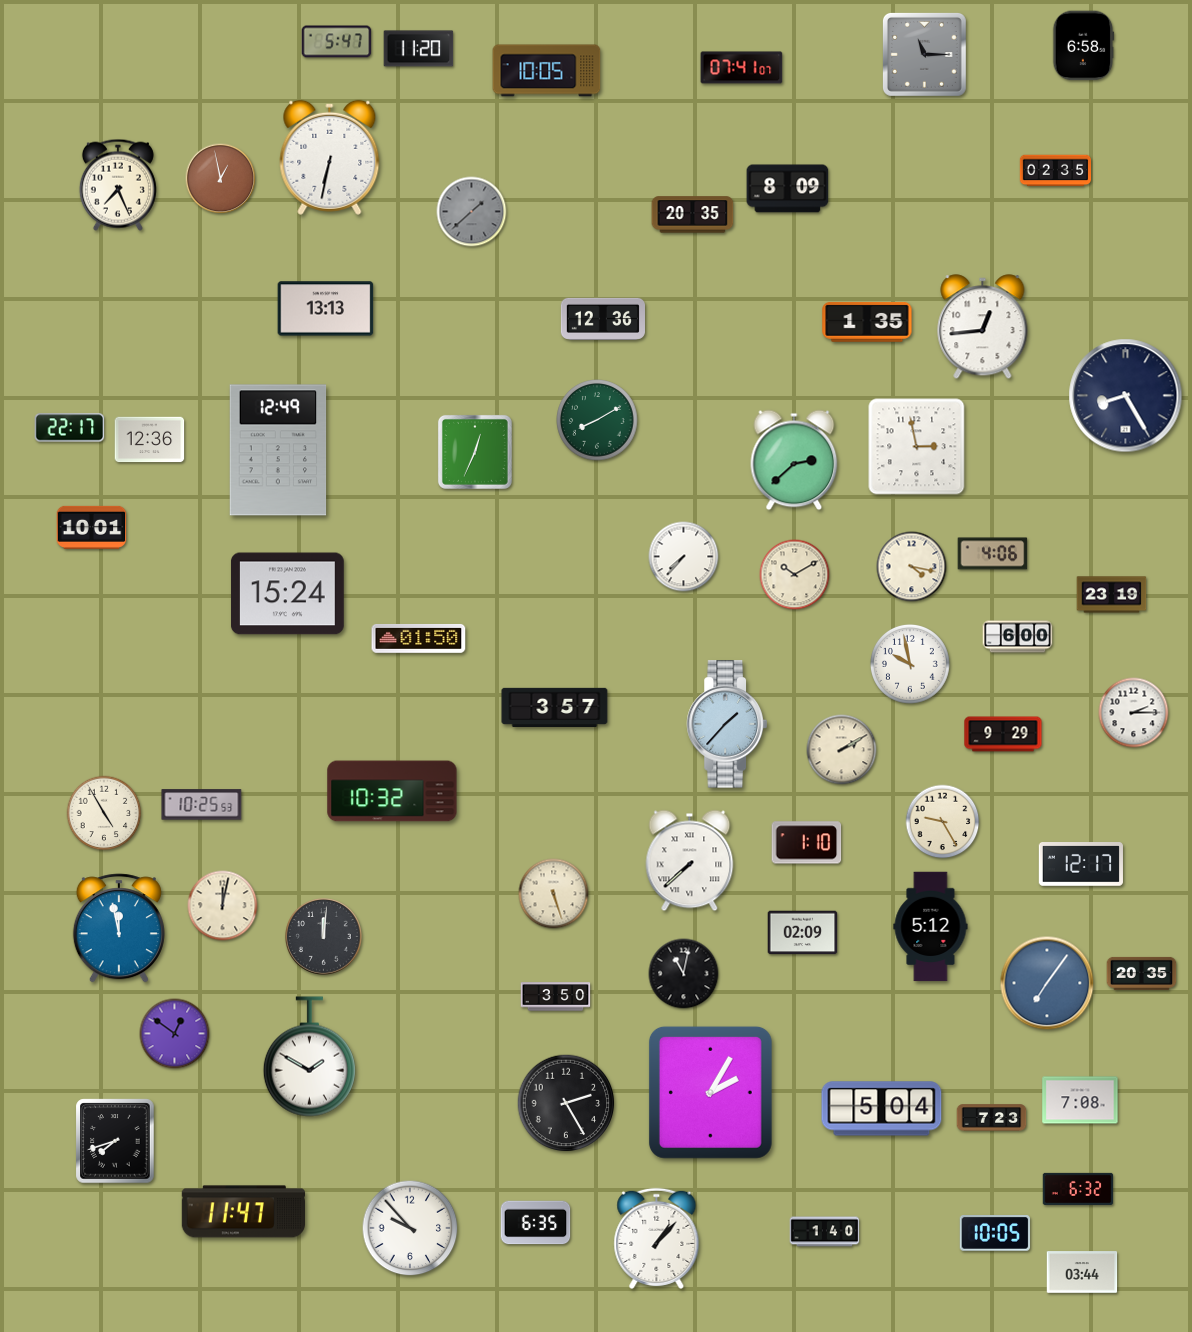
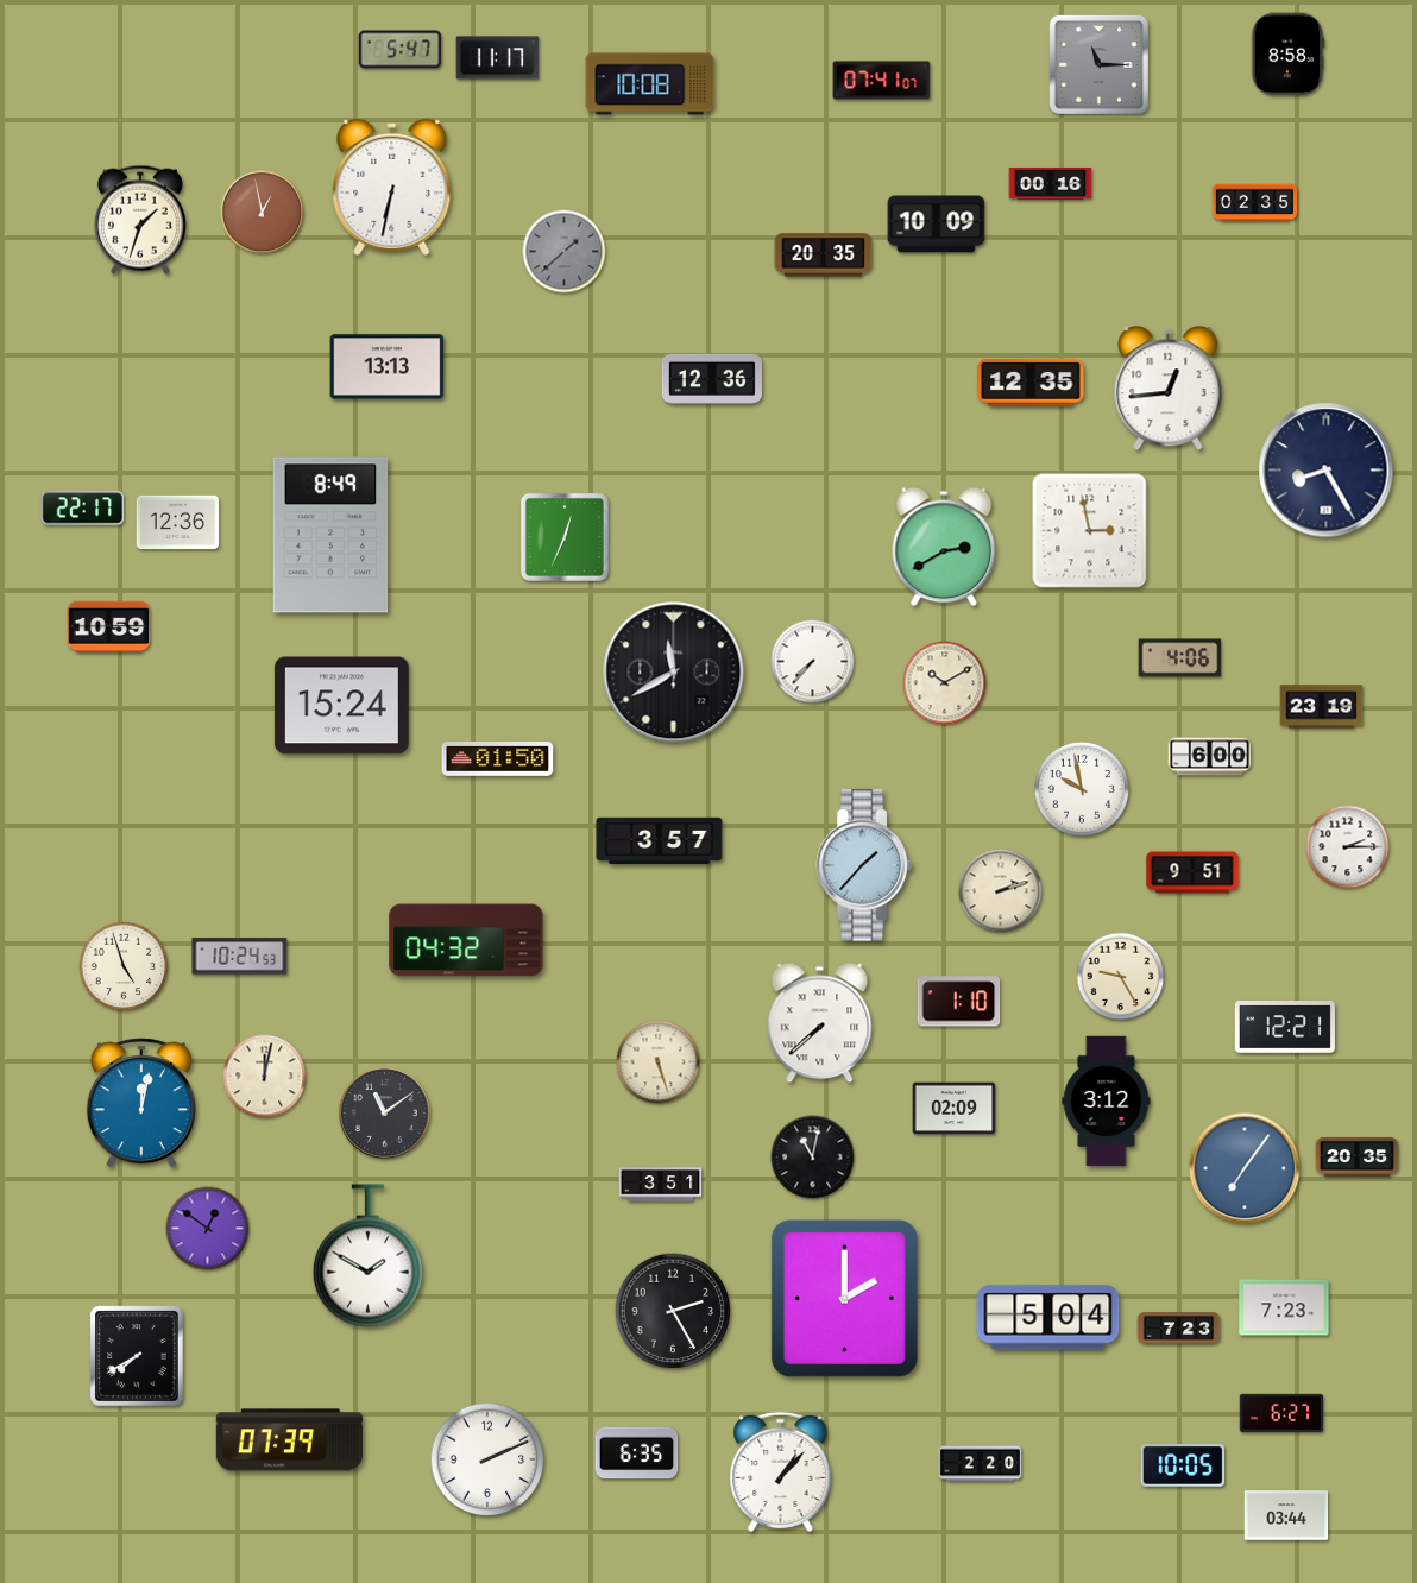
clock at (1084, 46): 6:58 -> 8:58
clock at (419, 49): 11:20 -> 11:17
clock at (547, 71): 10:05 -> 10:08
clock at (1051, 184): none -> 00:16
clock at (118, 185): 7:26 -> 1:33
clock at (788, 189): 8:09 -> 10:09
clock at (472, 212) position: (472, 212) -> (565, 252)
clock at (602, 319) position: (602, 319) -> (711, 379)
clock at (867, 322): 1:35 -> 12:35
clock at (1126, 396) position: (1126, 396) -> (1327, 471)
clock at (597, 420): 8:10 -> none
clock at (278, 450): 12:49 -> 8:49
clock at (794, 460): 2:38 -> 2:40
clock at (92, 527): 10:01 -> 10:59
clock at (674, 673): none -> 11:40
clock at (912, 567): 4:17 -> none
clock at (727, 724) position: (727, 724) -> (864, 865)
clock at (1003, 734): 9:29 -> 9:51
clock at (842, 750): 2:10 -> 2:12
clock at (392, 791): 10:32 -> 04:32
clock at (202, 805): 10:25 -> 10:24
clock at (104, 813): 4:55 -> 4:57
clock at (1081, 864): 12:17 -> 12:21
clock at (931, 927): 5:12 -> 3:12
clock at (119, 928): 11:58 -> 12:02
clock at (324, 937): 12:01 -> 11:09
clock at (556, 997): 3:50 -> 3:51
clock at (710, 1092): 2:05 -> 2:00
clock at (1080, 1100): 7:08 -> 7:23
clock at (115, 1141): 7:42 -> 7:40
clock at (1078, 1189): 6:32 -> 6:27
clock at (243, 1212): 11:47 -> 07:39
clock at (410, 1228): 9:53 -> 2:11
clock at (825, 1232): 1:40 -> 2:20
clock at (1082, 1272) position: (1082, 1272) -> (1286, 1515)
